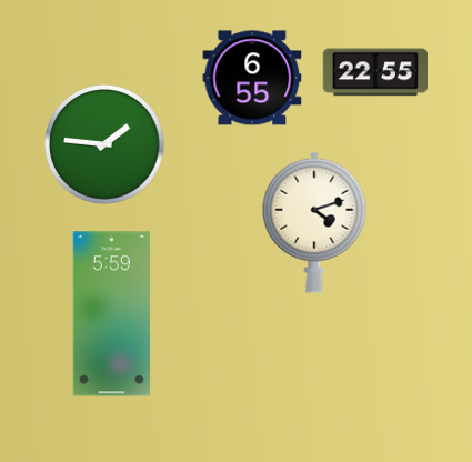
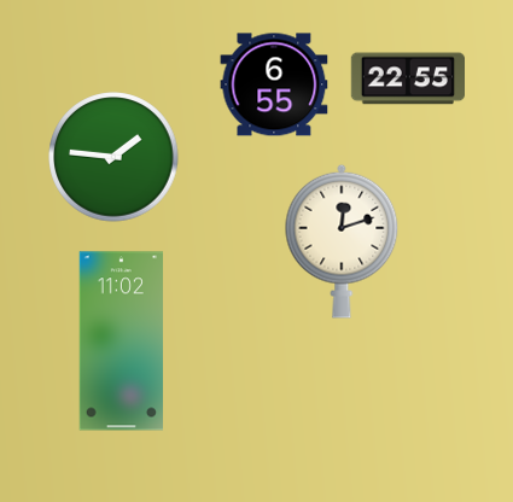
clock at (314, 222): 4:12 -> 12:12
clock at (111, 314): 5:59 -> 11:02
